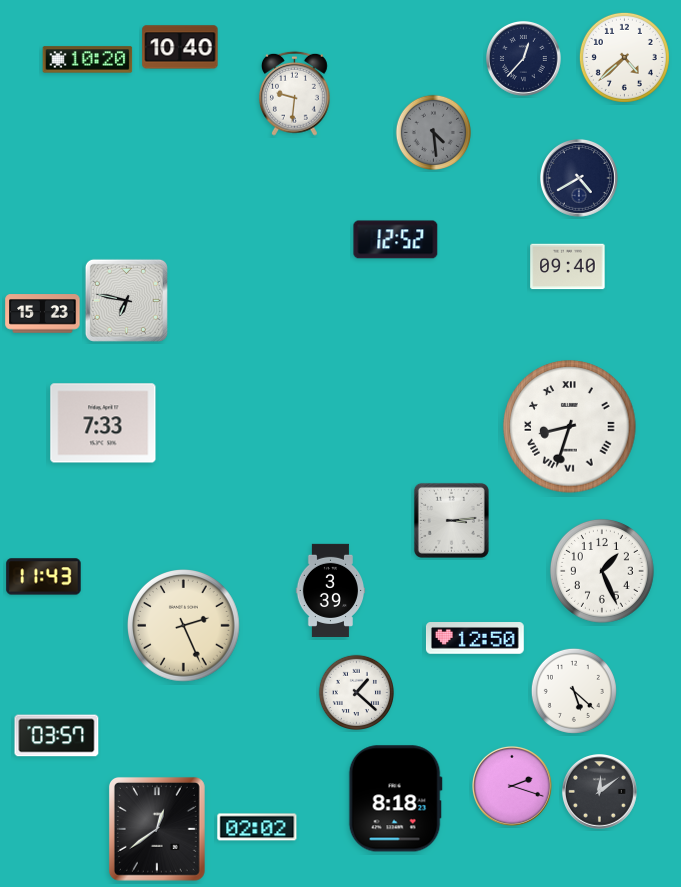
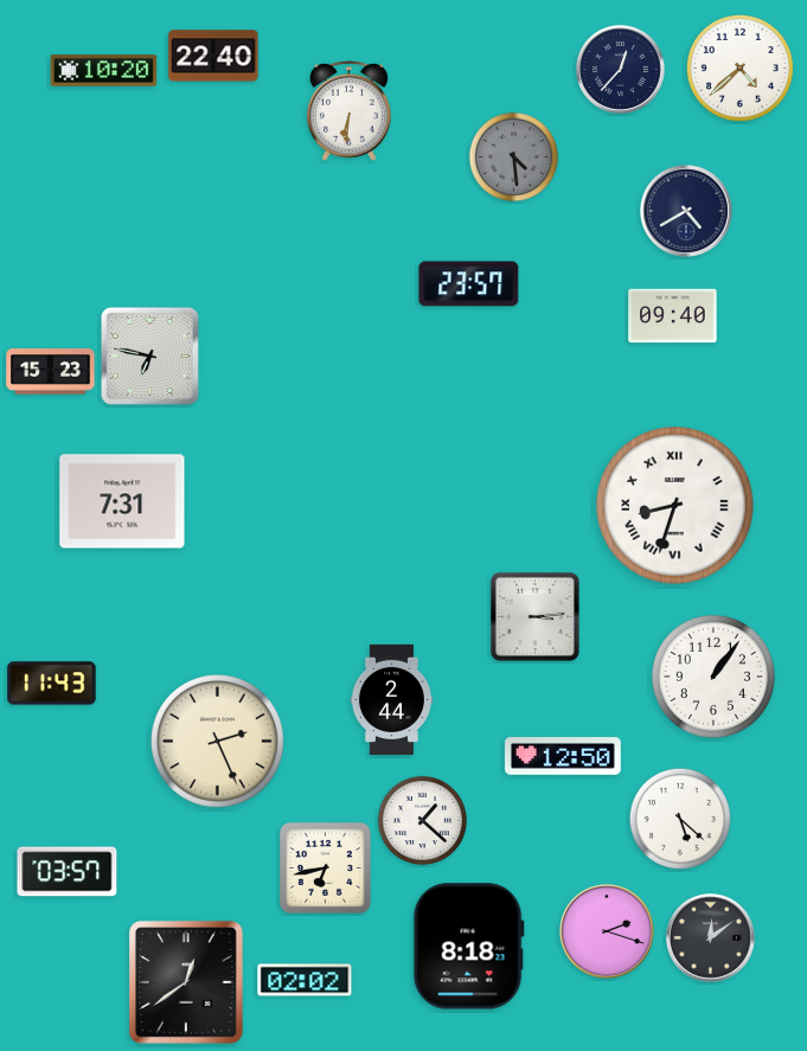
clock at (180, 47): 10:40 -> 22:40
clock at (294, 93): 9:31 -> 6:31
clock at (396, 240): 12:52 -> 23:57
clock at (103, 423): 7:33 -> 7:31
clock at (602, 571): 1:26 -> 1:06
clock at (330, 590): 3:39 -> 2:44
clock at (325, 867): none -> 6:43
